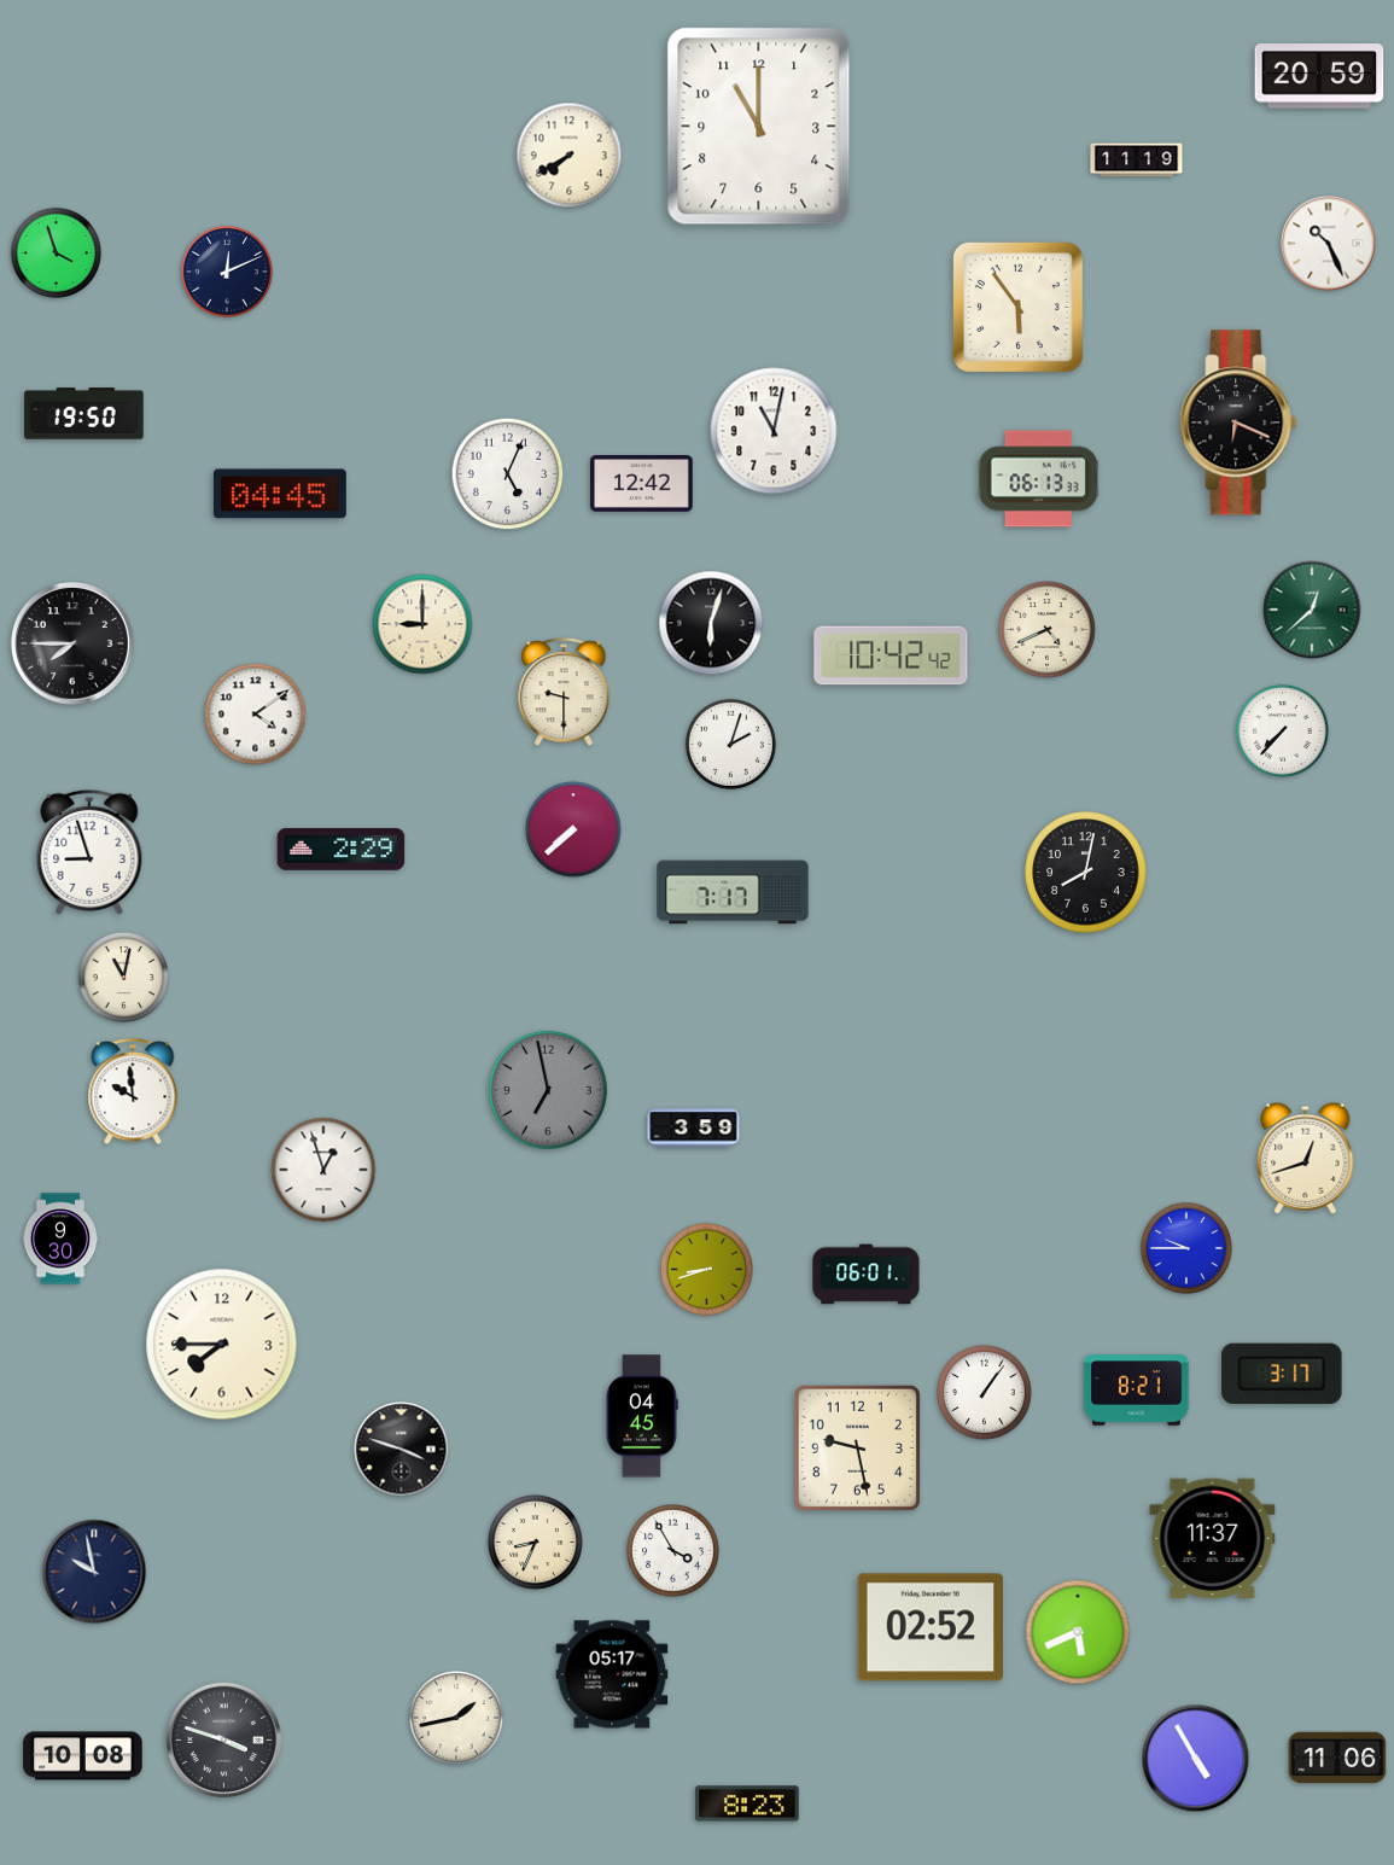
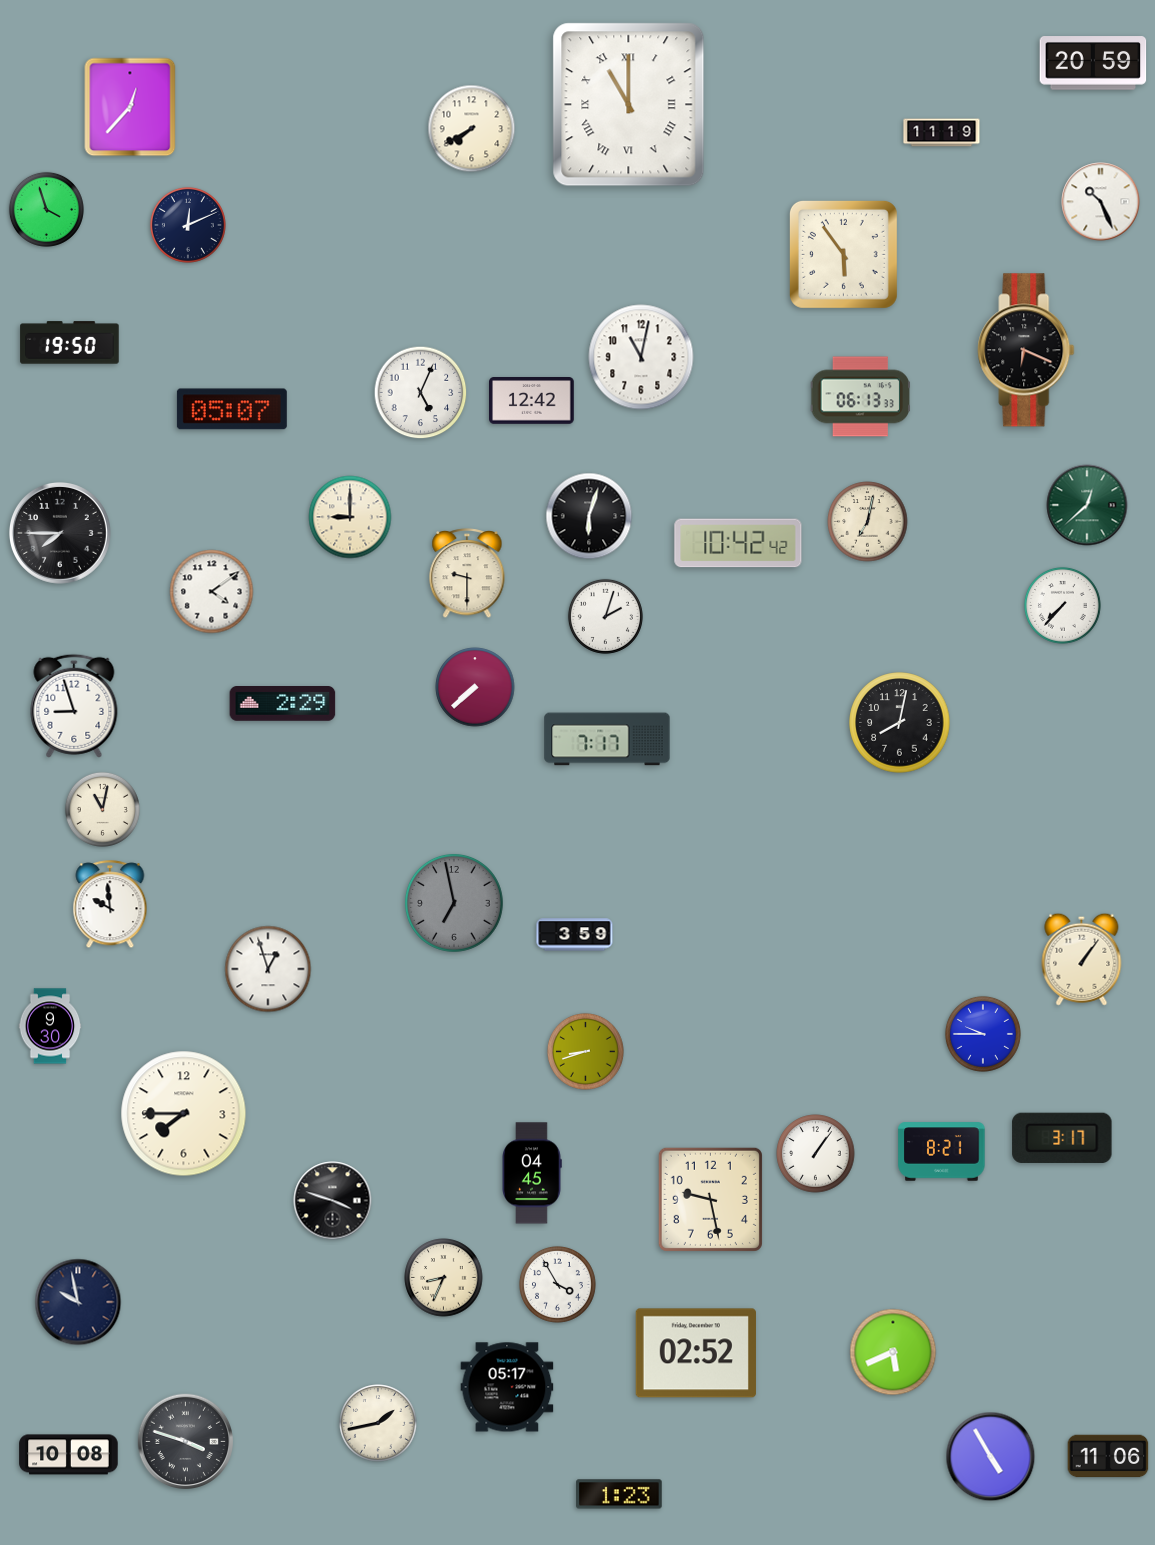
clock at (759, 127) numerals: Arabic -> Roman
clock at (130, 107): none -> 12:37
clock at (280, 494): 04:45 -> 05:07
clock at (1048, 630): 4:41 -> 7:02
clock at (1306, 1158): 12:42 -> 1:06
clock at (867, 1275): 06:01 -> none
clock at (1213, 1539): 11:37 -> none
clock at (931, 1627) position: (931, 1627) -> (696, 1353)
clock at (747, 1803): 8:23 -> 1:23
